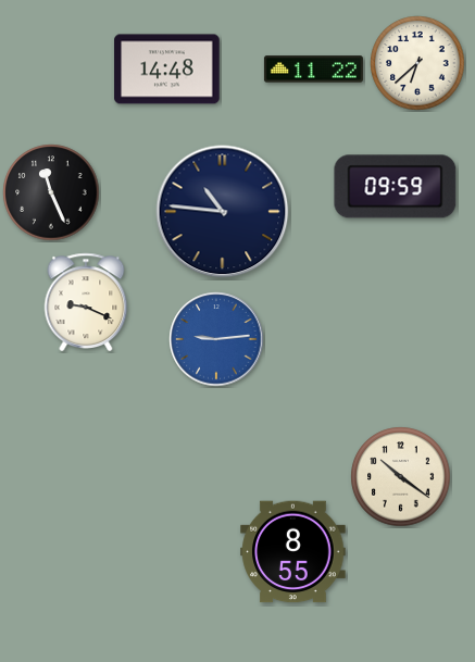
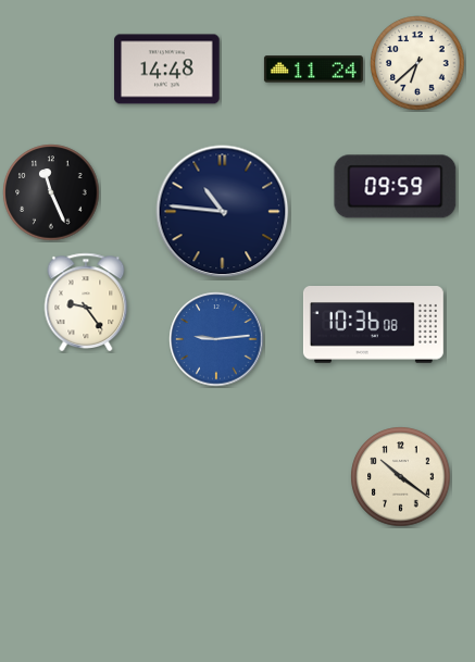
clock at (313, 70): 11:22 -> 11:24
clock at (86, 301): 9:19 -> 9:24
clock at (373, 325): none -> 10:36
clock at (293, 552): 8:55 -> none
